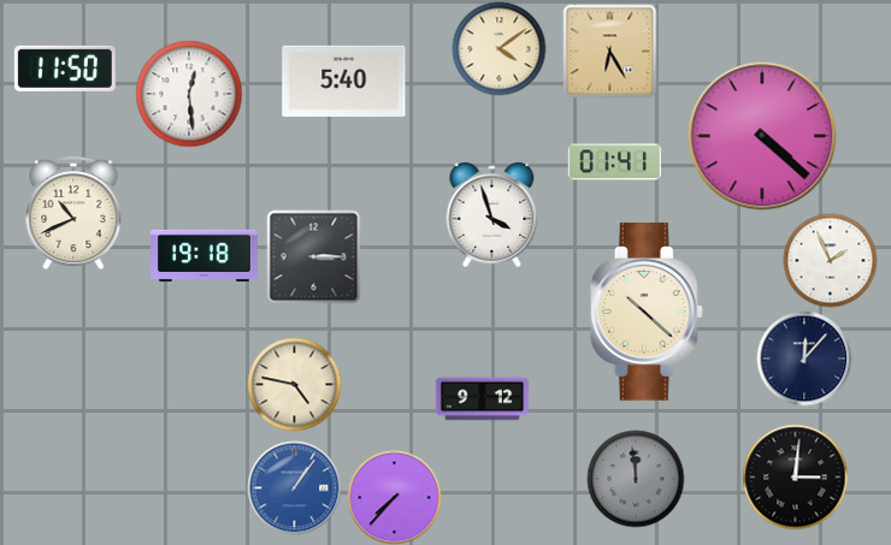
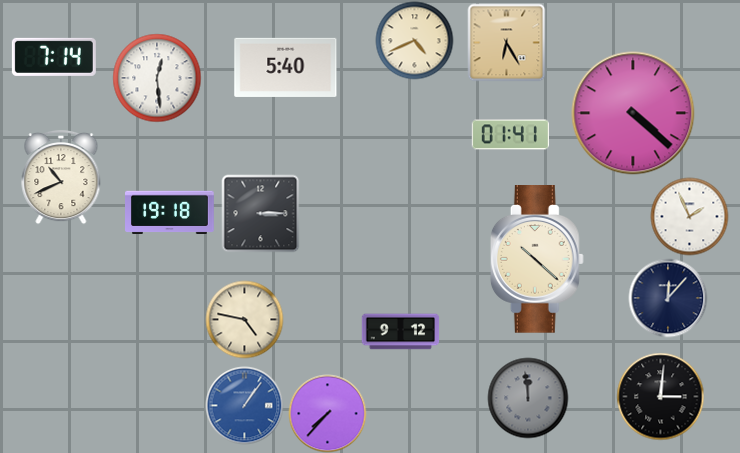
clock at (498, 48): 4:09 -> 4:41
clock at (65, 69): 11:50 -> 7:14
clock at (492, 214): 3:57 -> none
